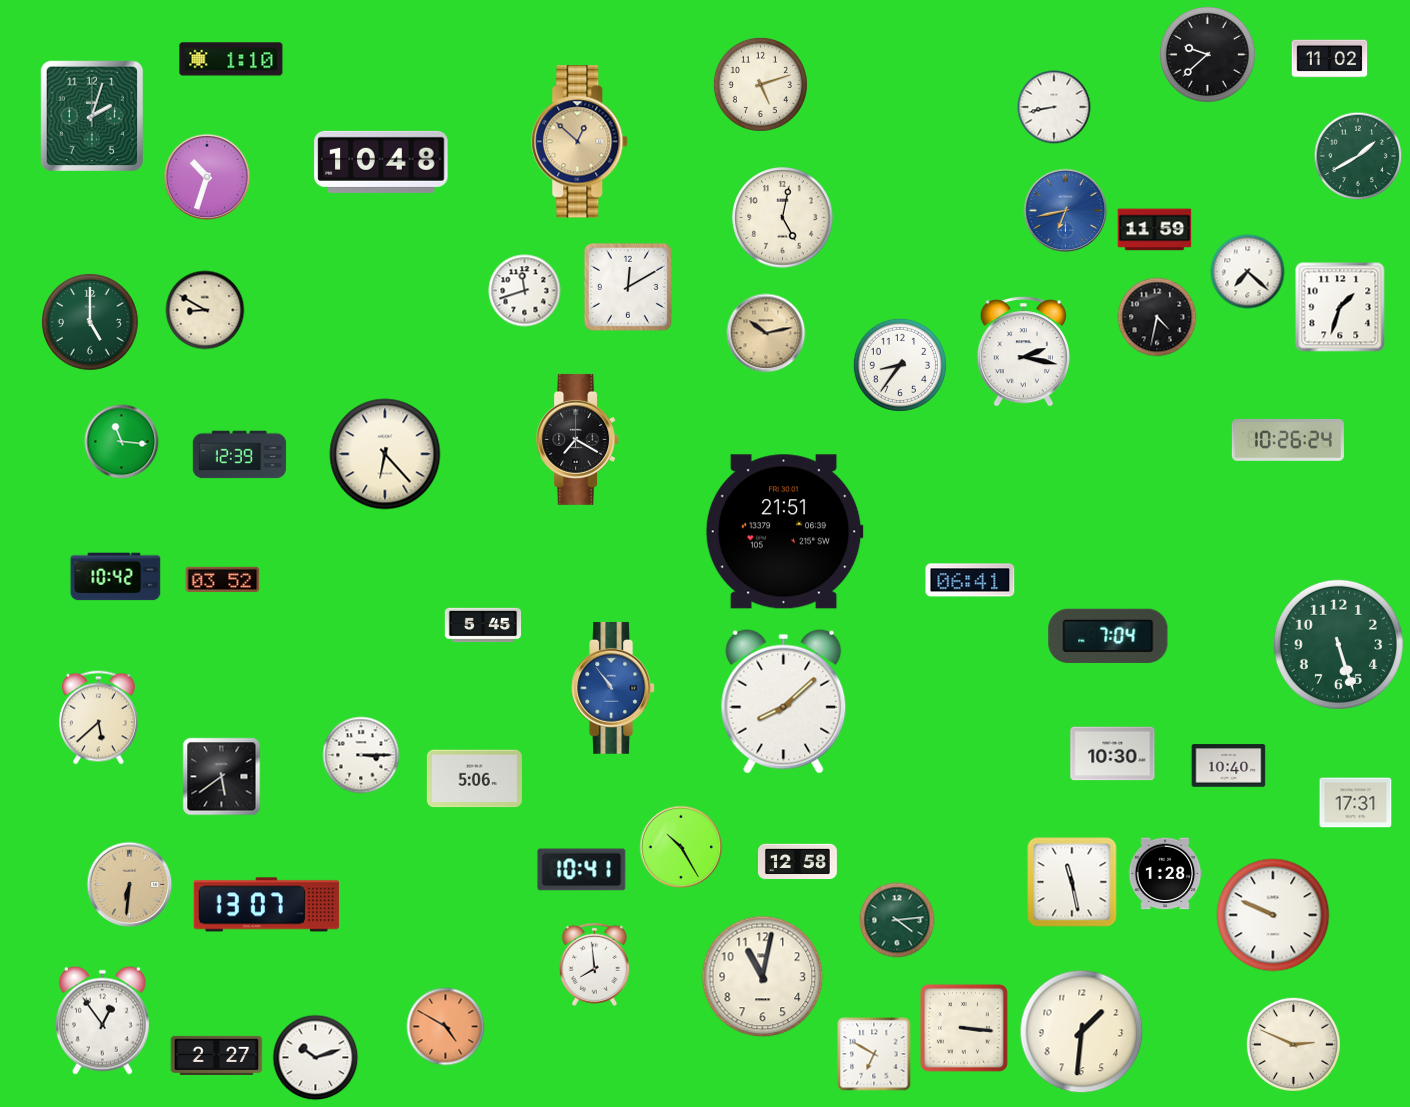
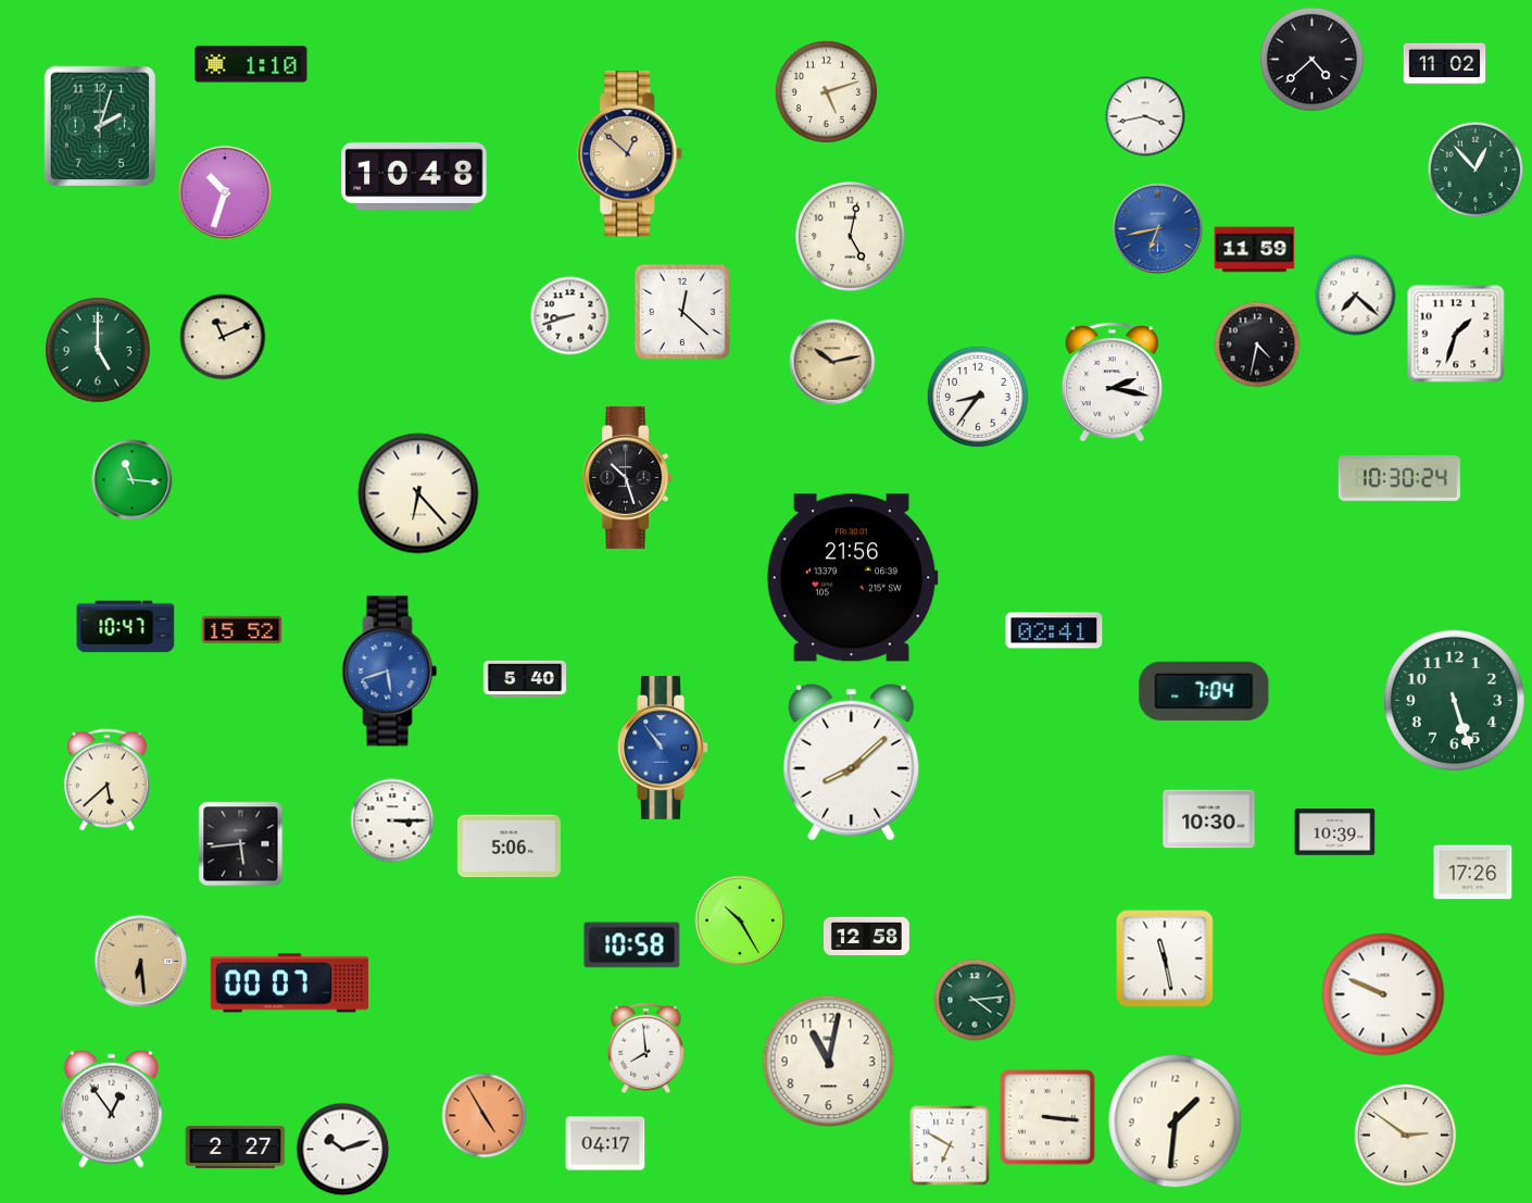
clock at (1207, 54): 9:38 -> 4:38
clock at (1054, 107): 8:43 -> 3:43
clock at (1358, 156): 1:40 -> 12:53
clock at (628, 287): 12:10 -> 12:22
clock at (525, 291): 11:42 -> 8:42
clock at (205, 310): 8:50 -> 11:11
clock at (578, 439): 7:20 -> 10:27
clock at (1288, 440): 10:26 -> 10:30
clock at (240, 455): 12:39 -> none
clock at (784, 532): 21:51 -> 21:56
clock at (116, 577): 10:42 -> 10:47
clock at (223, 579): 03:52 -> 15:52
clock at (970, 580): 06:41 -> 02:41
clock at (390, 672): none -> 5:42
clock at (483, 625): 5:45 -> 5:40
clock at (613, 689) position: (613, 689) -> (663, 749)
clock at (1229, 766): 10:40 -> 10:39
clock at (222, 777): 5:39 -> 5:44
clock at (474, 779) position: (474, 779) -> (508, 847)
clock at (1356, 803): 17:31 -> 17:26
clock at (582, 870): 10:41 -> 10:58
clock at (1165, 874): 1:28 -> none
clock at (130, 885): 6:31 -> 6:29
clock at (266, 905): 13:07 -> 00:07
clock at (446, 1027): 4:50 -> 4:55
clock at (1293, 1044): 2:49 -> 2:51
clock at (605, 1143): none -> 04:17
